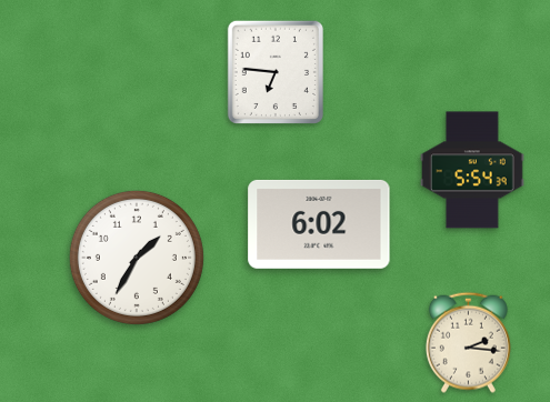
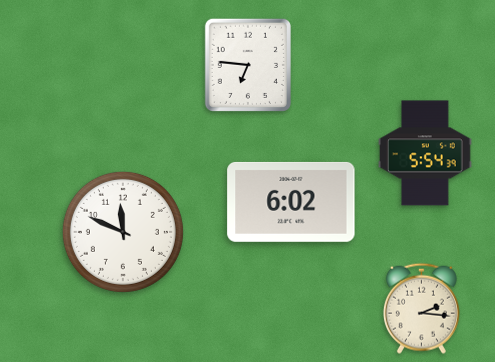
clock at (319, 224) position: (319, 224) -> (291, 202)
clock at (137, 258): 1:35 -> 11:49
